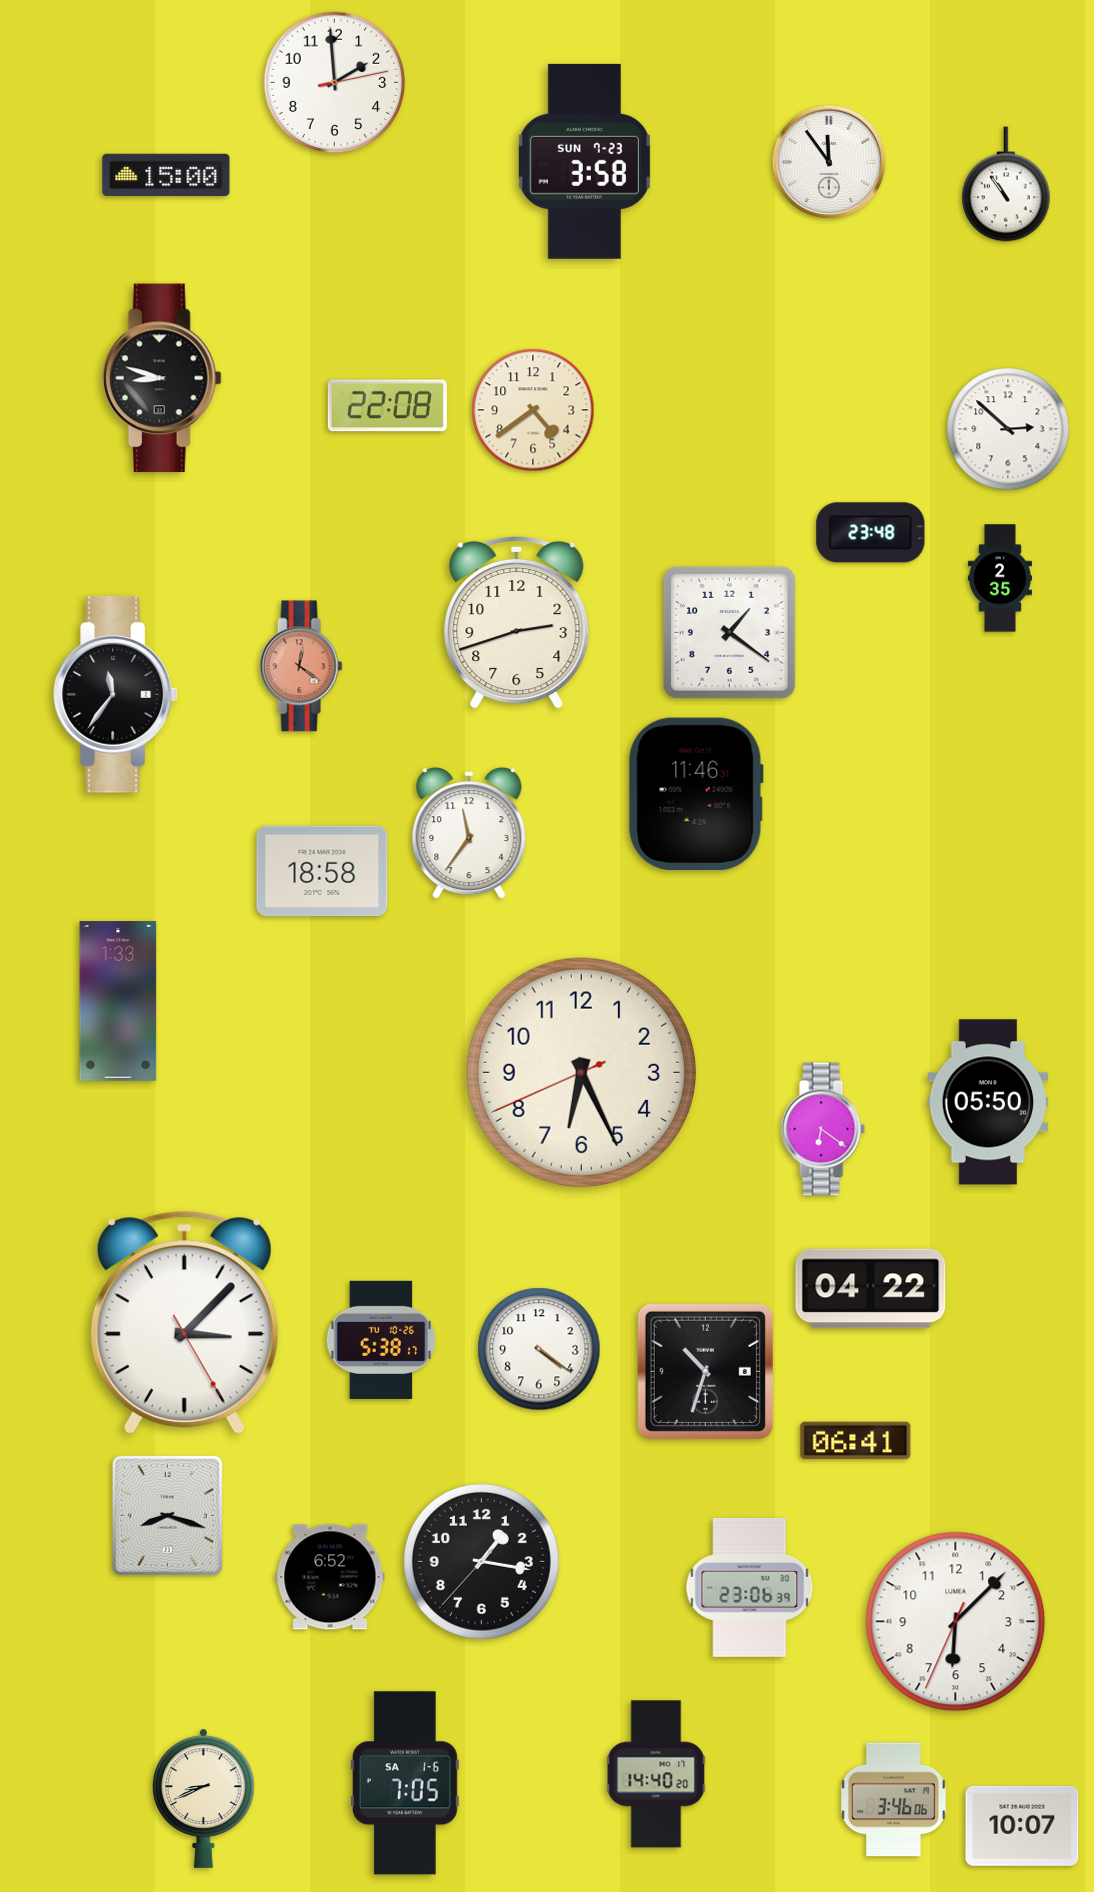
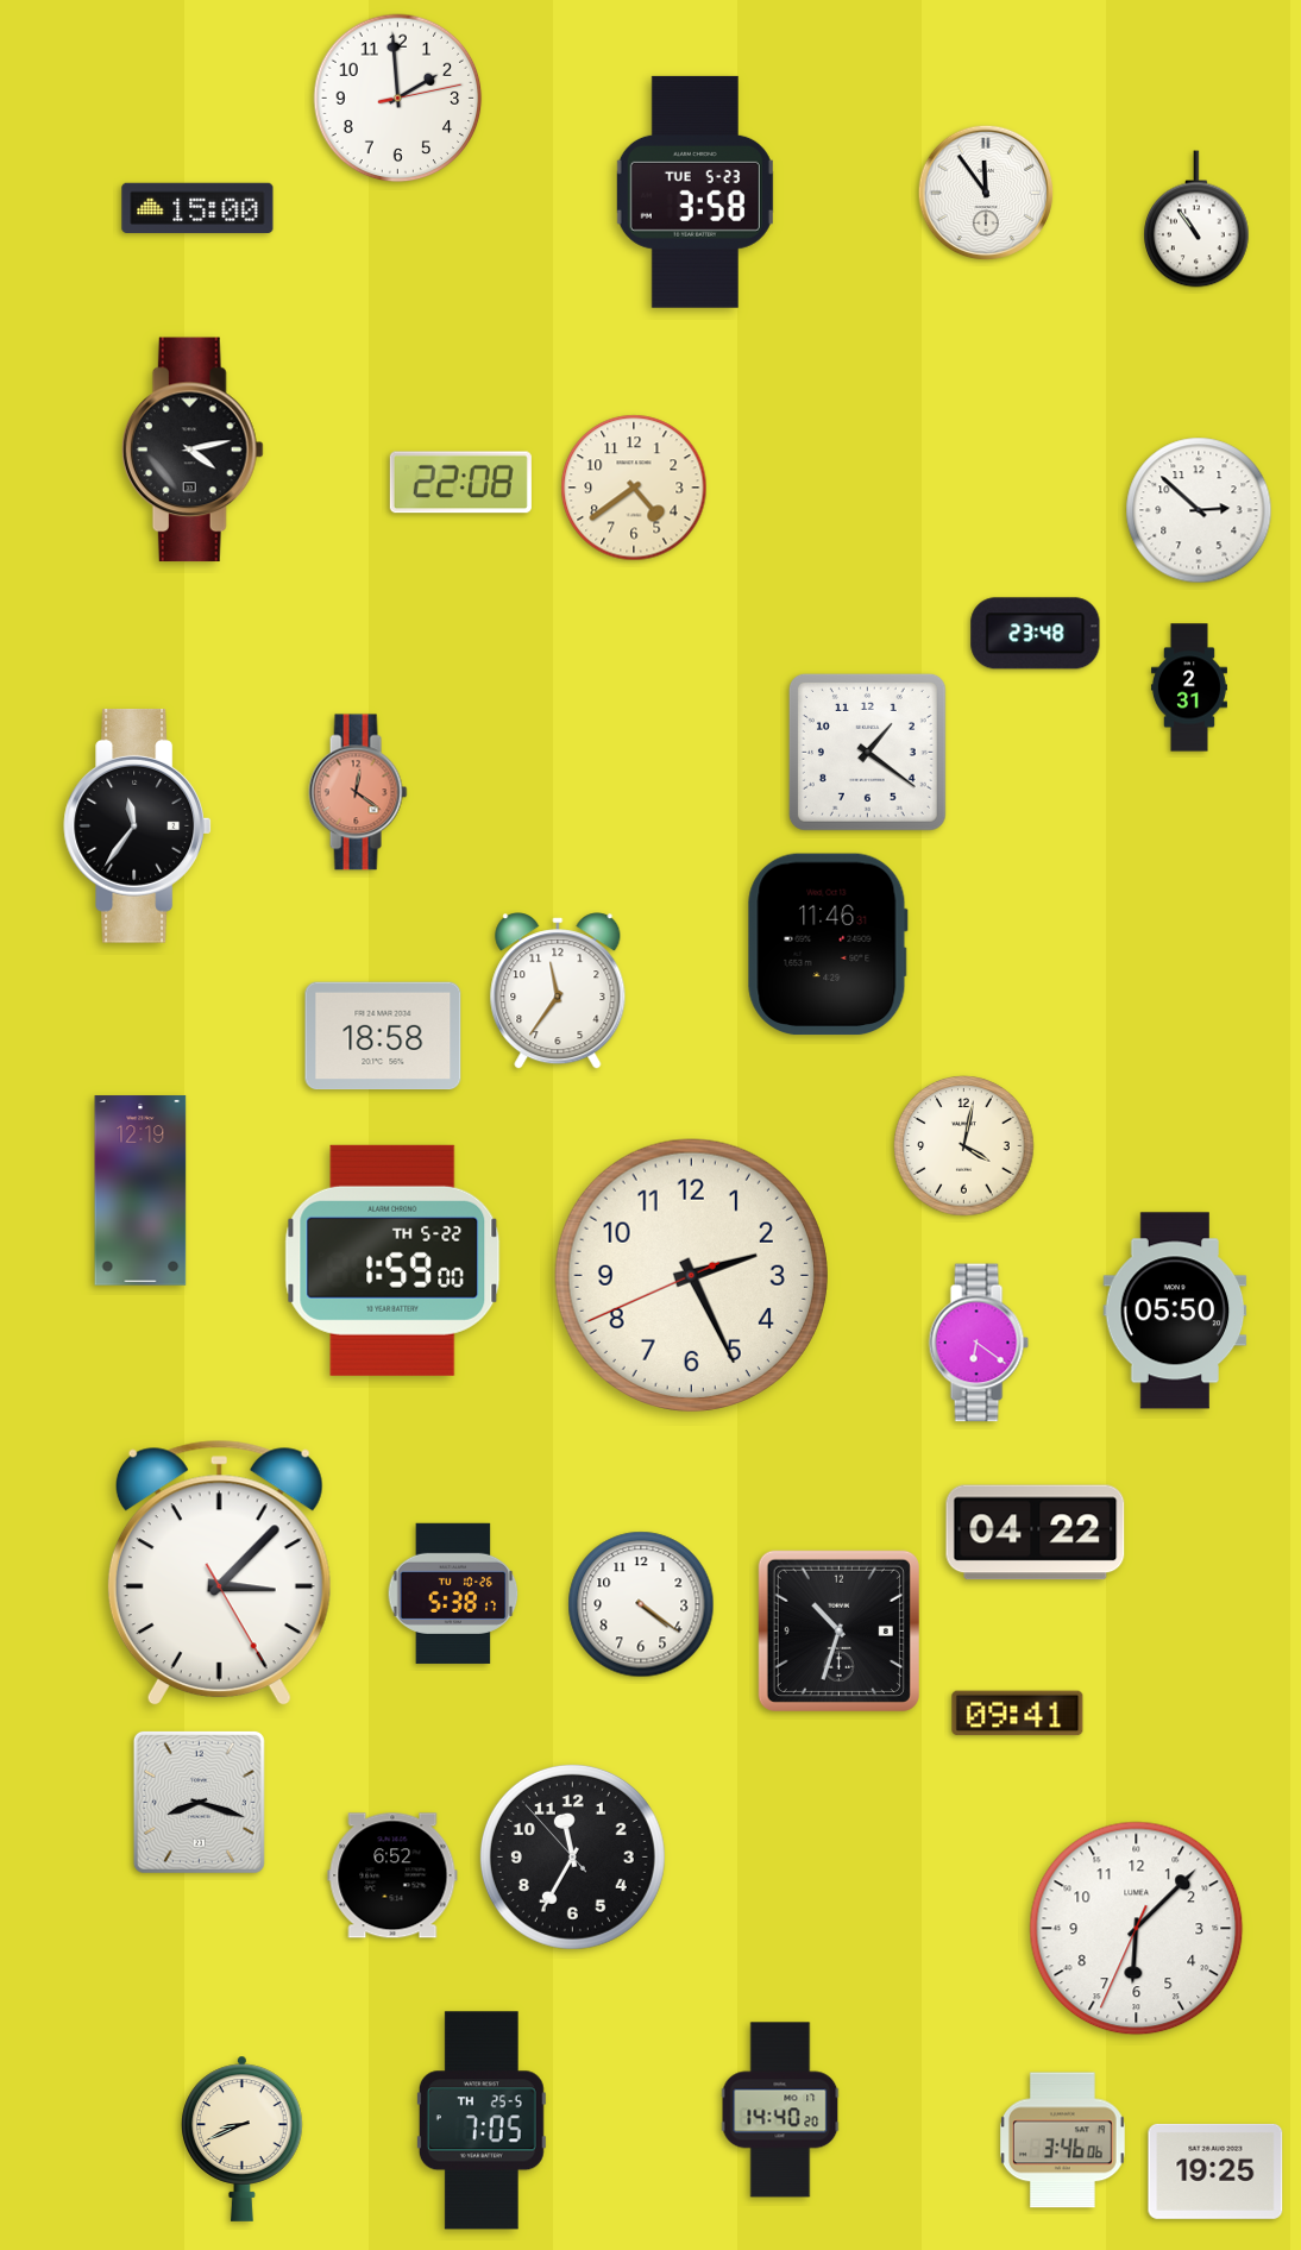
clock at (584, 161) date: SUN 7-23 -> TUE 5-23
clock at (162, 378): 8:48 -> 4:13
clock at (1000, 578): 2:35 -> 2:31
clock at (517, 622): 2:42 -> none
clock at (964, 1146): none -> 4:02
clock at (118, 1001): 1:33 -> 12:19
clock at (392, 1261): none -> 1:59
clock at (581, 1072): 6:25 -> 2:25
clock at (856, 1441): 06:41 -> 09:41
clock at (481, 1561): 1:16 -> 11:34
clock at (750, 1587): 23:06 -> none
clock at (405, 1783) date: SA 1-6 -> TH 25-5
clock at (1022, 1826): 10:07 -> 19:25
